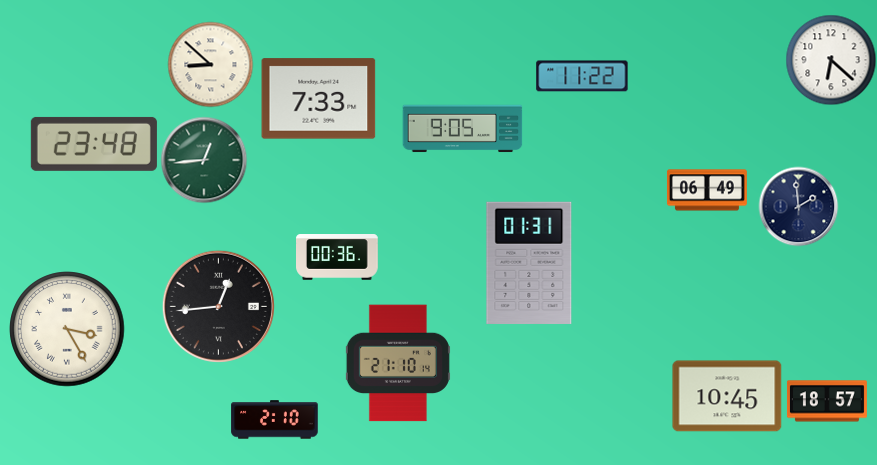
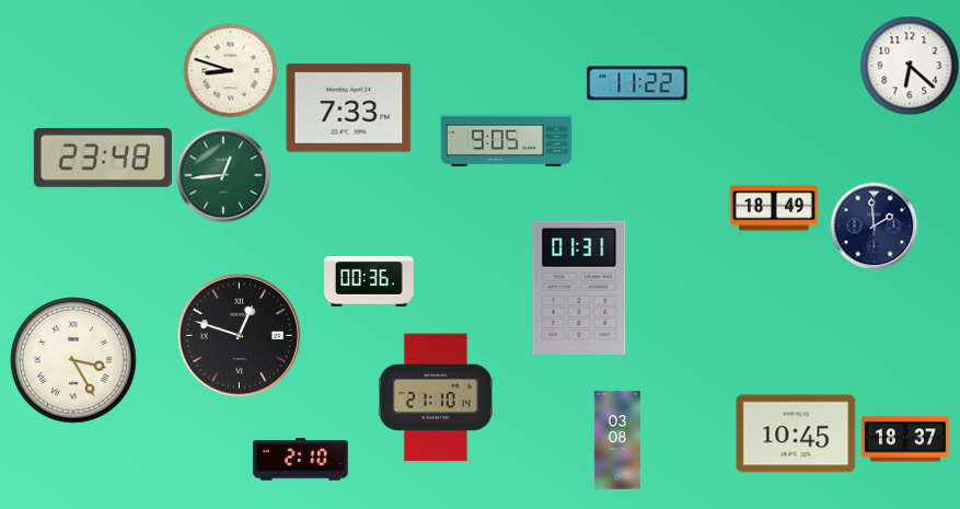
clock at (210, 64): 8:52 -> 8:48
clock at (707, 190): 06:49 -> 18:49
clock at (218, 306): 12:44 -> 12:48
clock at (827, 401): 18:57 -> 18:37
clock at (617, 440): none -> 03:08
